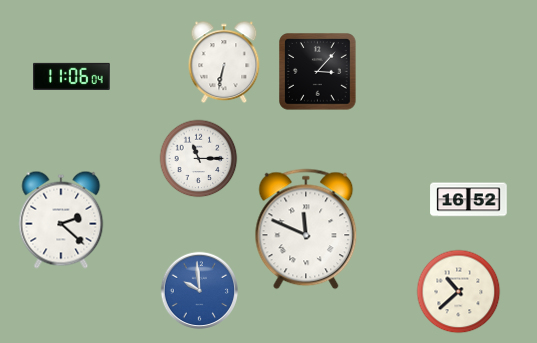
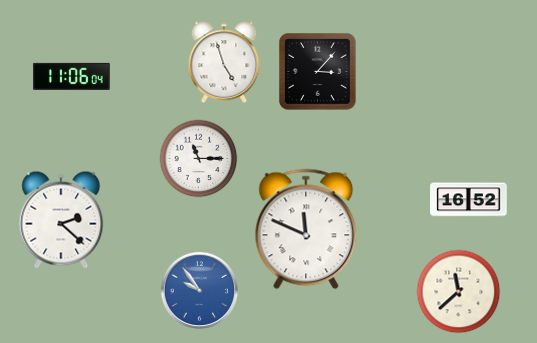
clock at (224, 62): 6:32 -> 4:57
clock at (199, 290): 9:59 -> 9:54
clock at (458, 291): 10:38 -> 11:38
